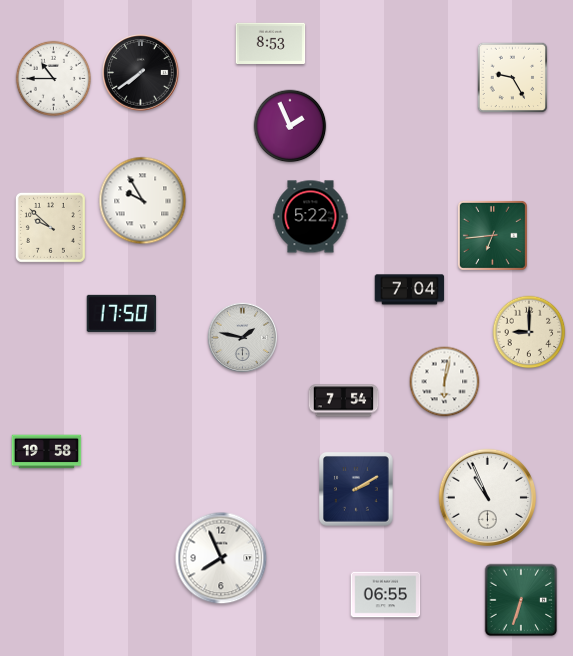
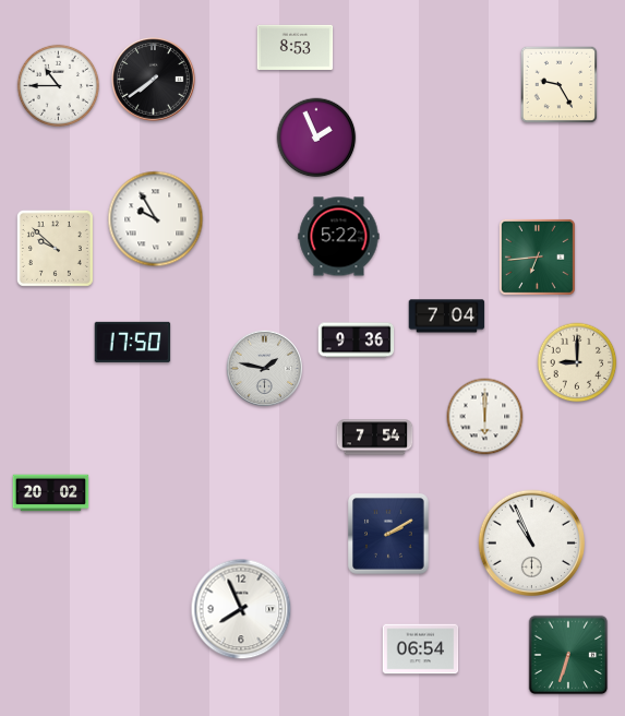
clock at (357, 341): none -> 9:36
clock at (445, 382): 6:02 -> 6:00
clock at (47, 452): 19:58 -> 20:02
clock at (386, 595): 06:55 -> 06:54
